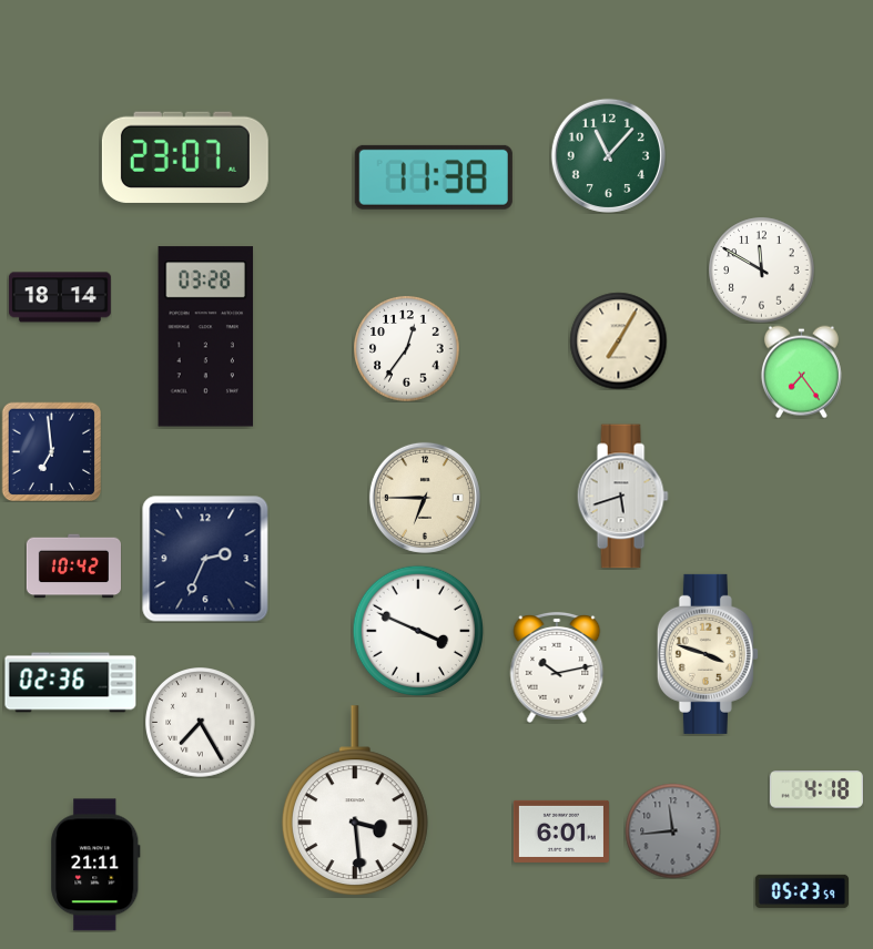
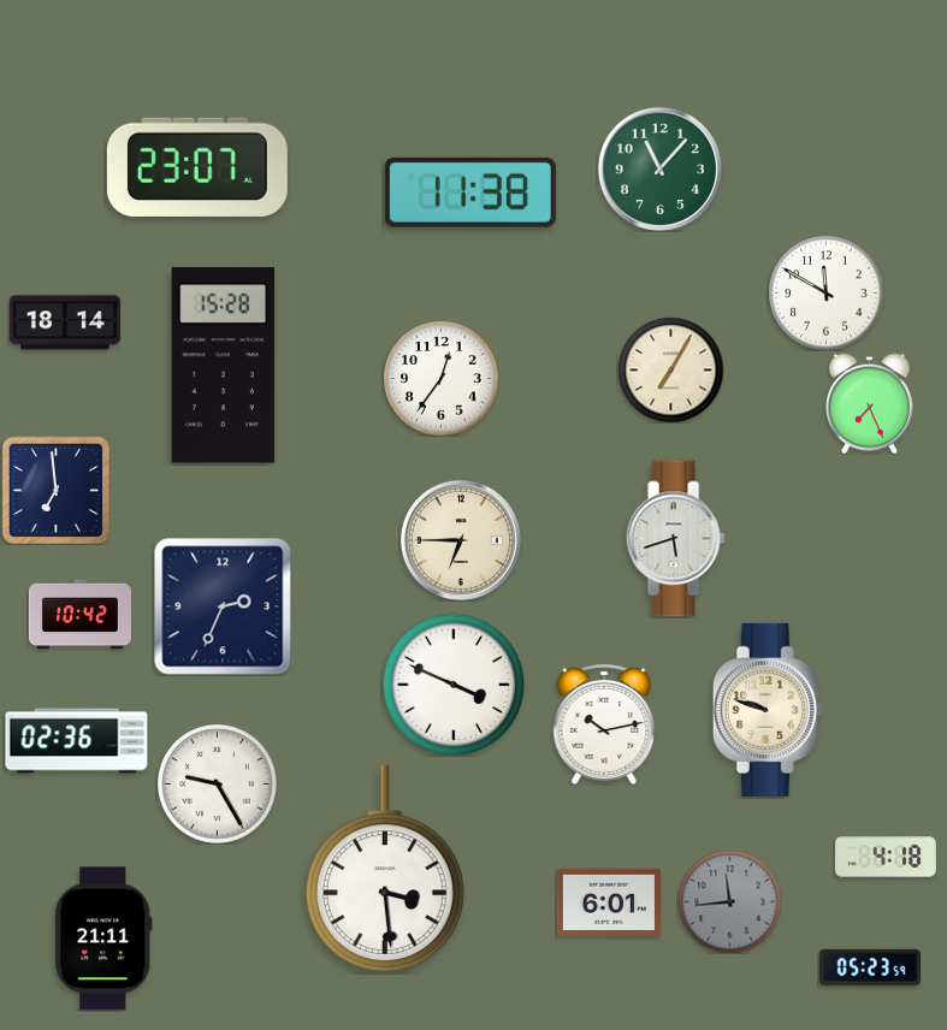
clock at (185, 157) position: (185, 157) -> (197, 167)
clock at (206, 337): 03:28 -> 15:28
clock at (801, 371): 7:24 -> 7:26
clock at (708, 654): 3:48 -> 9:48
clock at (201, 723): 7:25 -> 9:25
